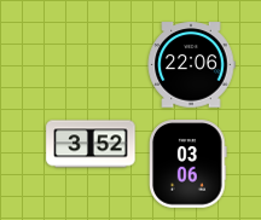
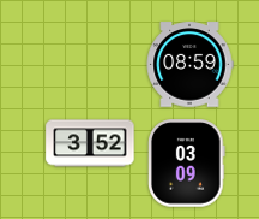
clock at (191, 65): 22:06 -> 08:59
clock at (188, 164): 03:06 -> 03:09
